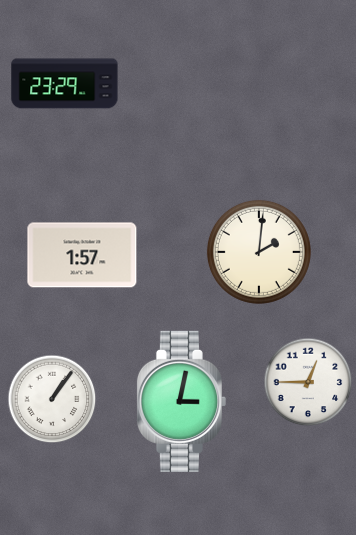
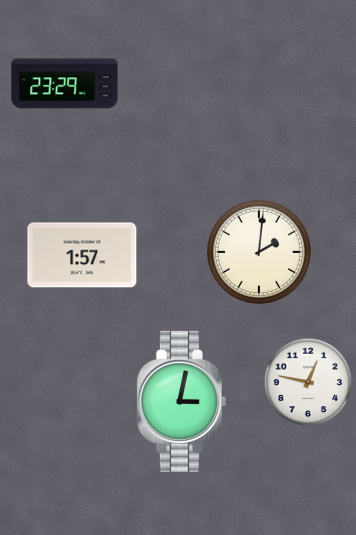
clock at (308, 382): 12:45 -> 12:47
clock at (52, 399): 1:06 -> none
